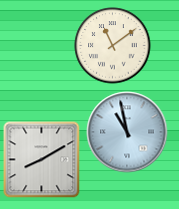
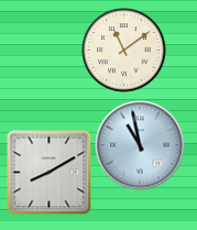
clock at (42, 160) position: (42, 160) -> (50, 173)
